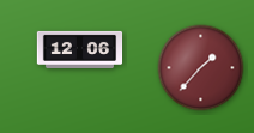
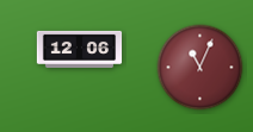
clock at (201, 68): 1:37 -> 11:04
